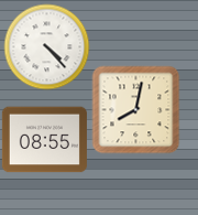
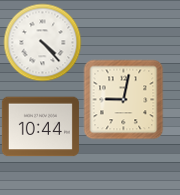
clock at (135, 109): 8:02 -> 9:02
clock at (44, 140): 08:55 -> 10:44
